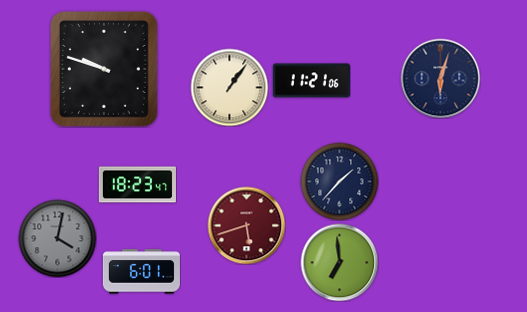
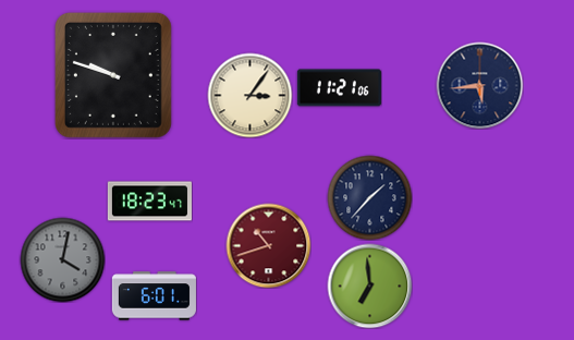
clock at (440, 78): 6:03 -> 5:44
clock at (229, 87): 1:06 -> 3:06
clock at (246, 225): 5:42 -> 10:42
